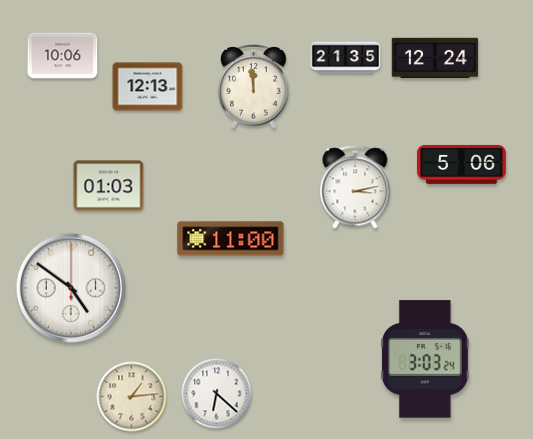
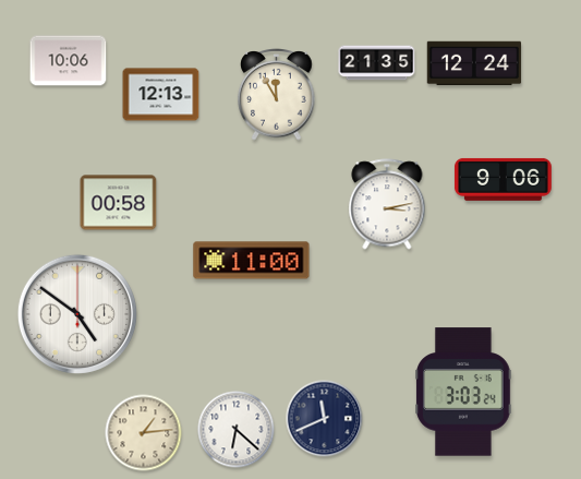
clock at (254, 87): 11:59 -> 11:55
clock at (461, 164): 5:06 -> 9:06
clock at (109, 186): 01:03 -> 00:58
clock at (325, 419): none -> 11:41
